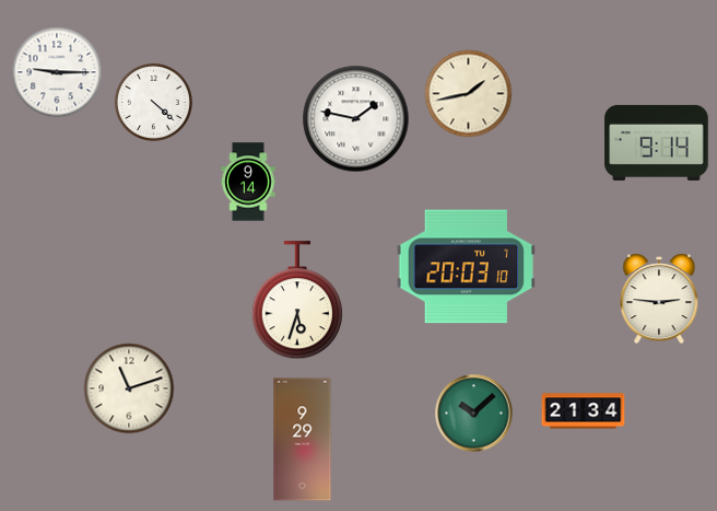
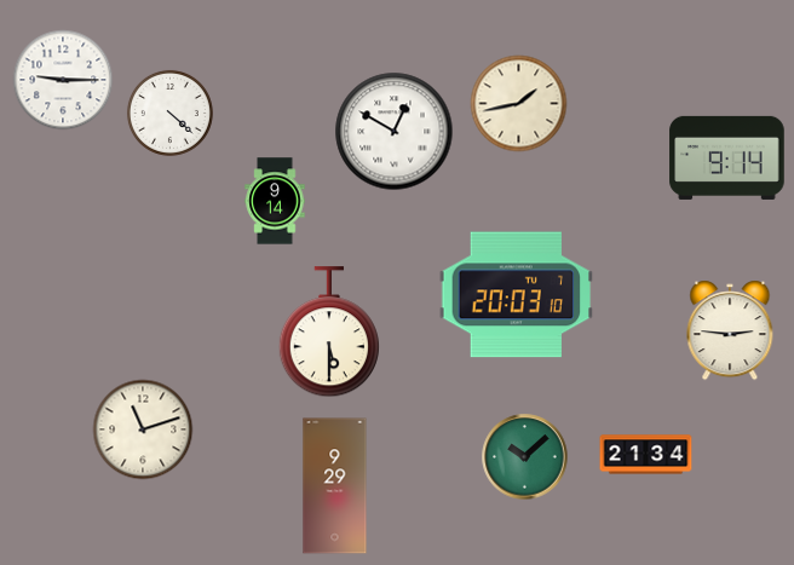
clock at (356, 119): 1:47 -> 12:50
clock at (296, 301): 5:33 -> 5:30
